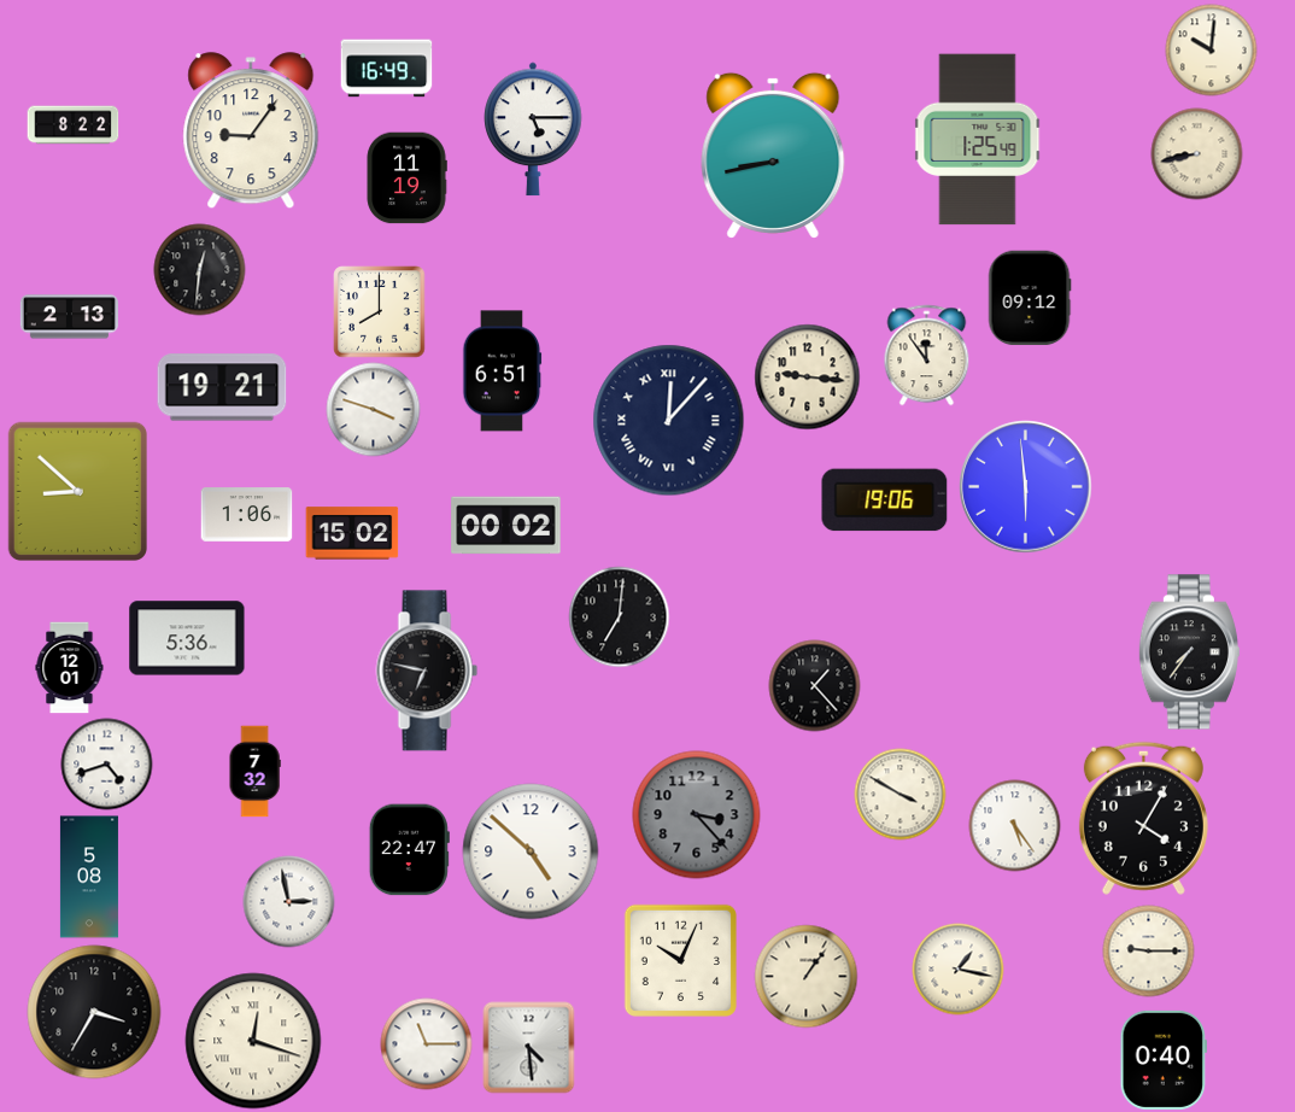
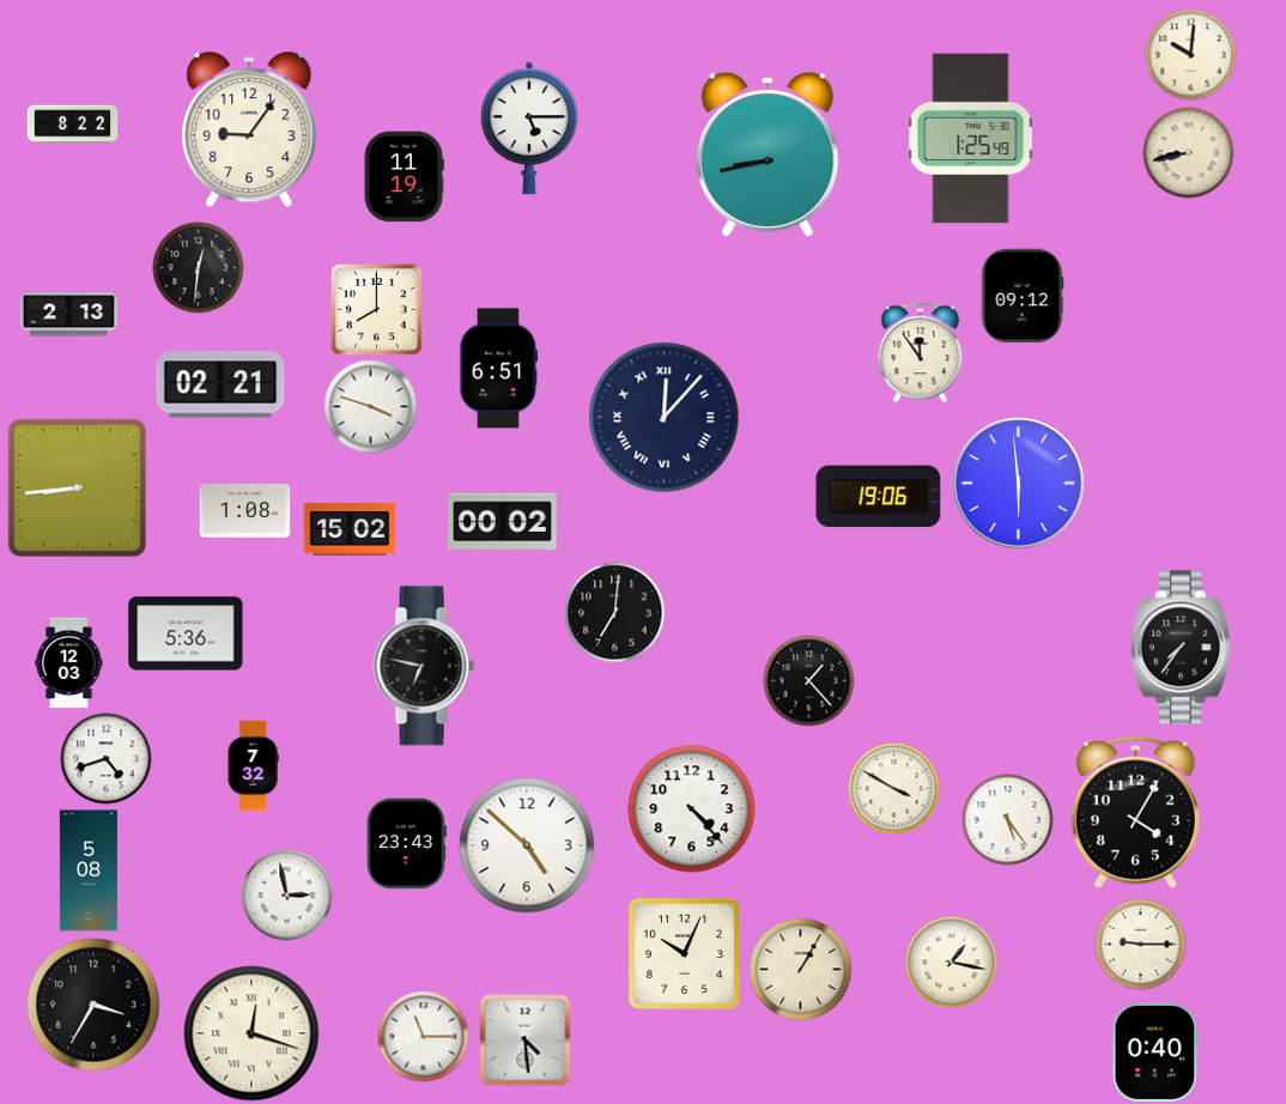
clock at (1212, 51) position: (1212, 51) -> (1191, 55)
clock at (387, 69): 16:49 -> none
clock at (808, 378): 9:16 -> none
clock at (222, 387): 19:21 -> 02:21
clock at (77, 491): 8:52 -> 8:44
clock at (247, 515): 1:06 -> 1:08
clock at (70, 668): 12:01 -> 12:03
clock at (697, 815): 3:23 -> 4:23
clock at (697, 815) dial: grey -> white
clock at (409, 850): 22:47 -> 23:43
clock at (680, 960) position: (680, 960) -> (684, 953)
clock at (807, 977): 1:06 -> 1:05
